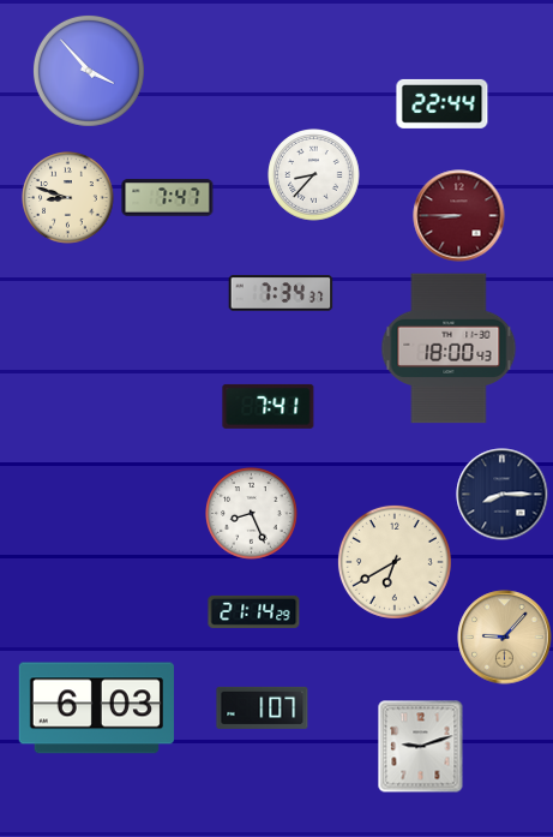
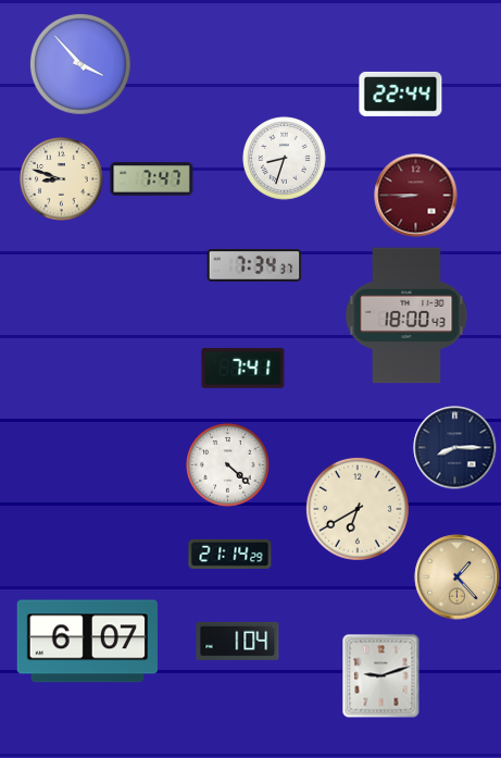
clock at (314, 175): 8:37 -> 8:33
clock at (252, 514): 8:26 -> 4:22
clock at (505, 638): 9:07 -> 1:23
clock at (263, 707): 1:07 -> 1:04
clock at (96, 709): 6:03 -> 6:07
